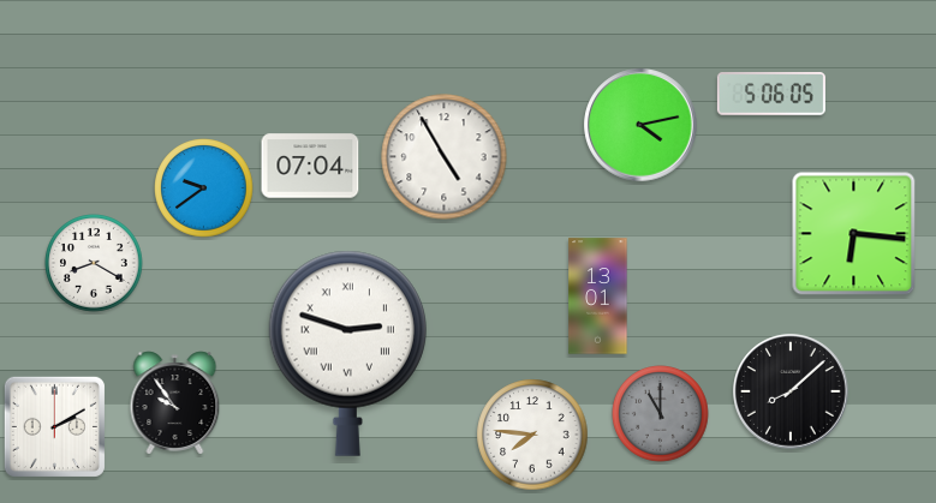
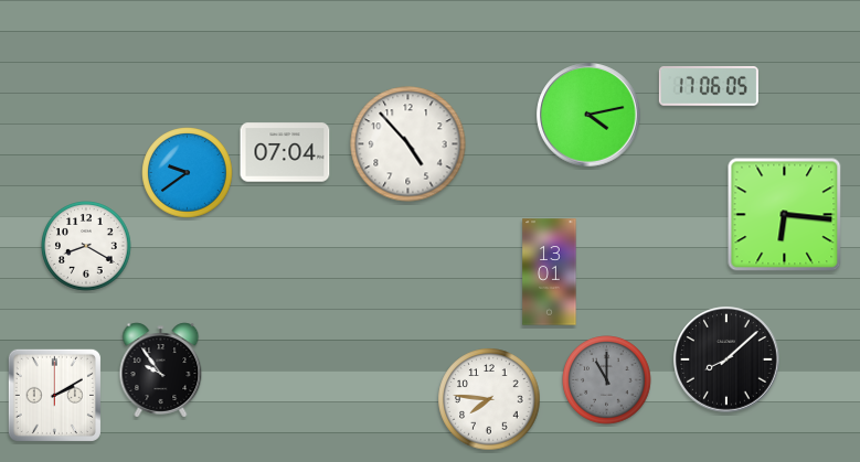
clock at (771, 95): 5:06 -> 17:06
clock at (445, 157): 4:55 -> 4:53
clock at (94, 263) position: (94, 263) -> (86, 246)
clock at (347, 353): 2:48 -> none
clock at (54, 426) position: (54, 426) -> (54, 395)
